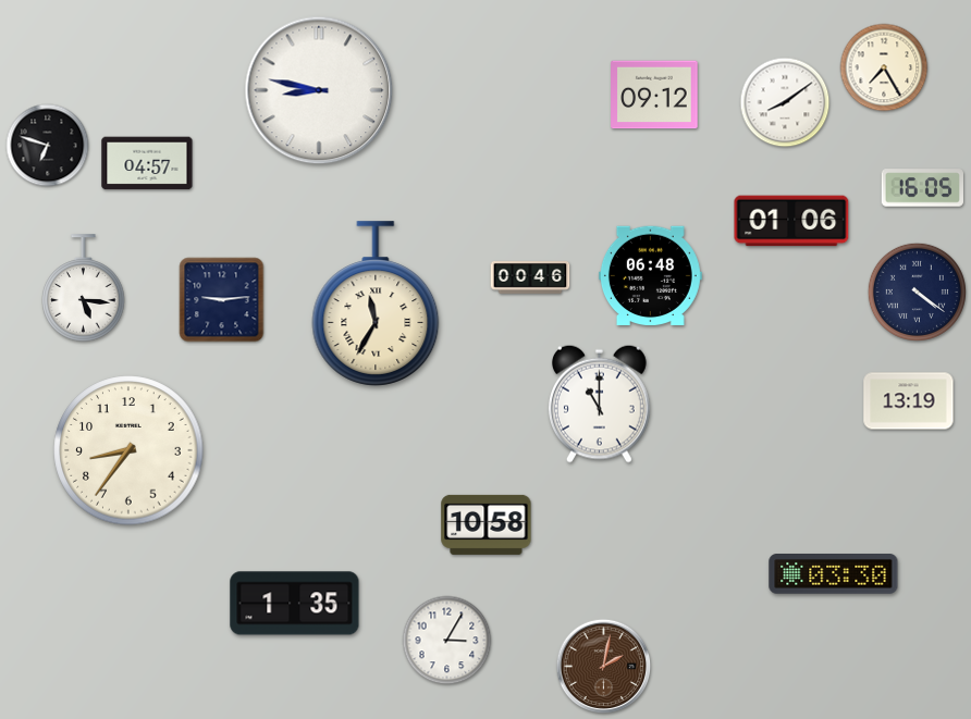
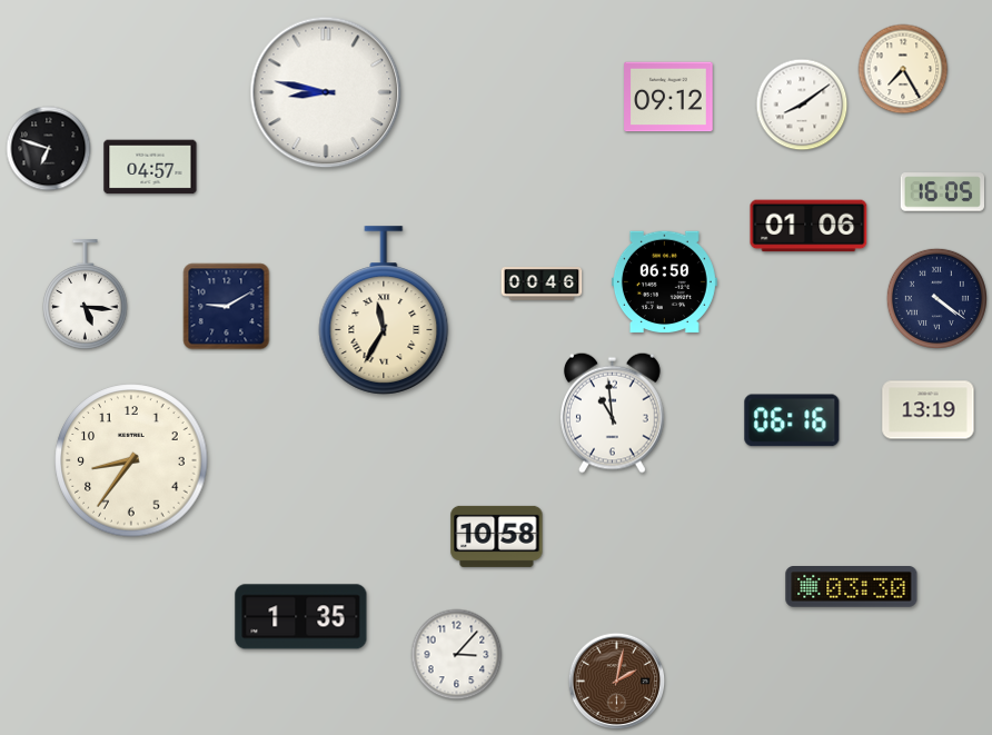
clock at (650, 275): 06:48 -> 06:50
clock at (222, 300): 9:14 -> 9:10
clock at (599, 404): 11:00 -> 10:59
clock at (792, 420): none -> 06:16
clock at (447, 641): 3:05 -> 3:07
